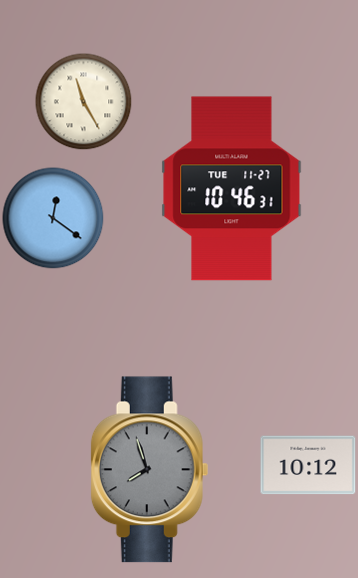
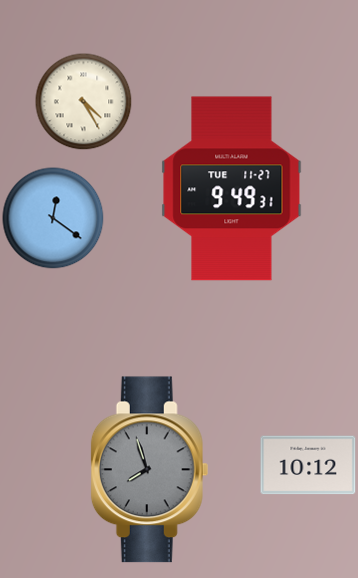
clock at (83, 101): 11:25 -> 4:25
clock at (232, 189): 10:46 -> 9:49
